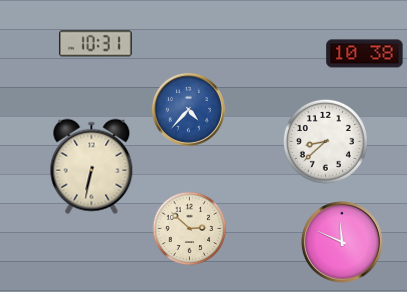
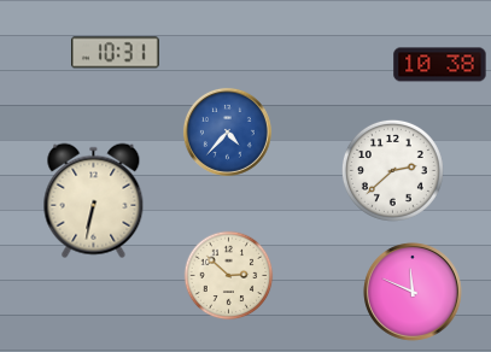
clock at (325, 141): 8:38 -> 2:38
clock at (92, 167) position: (92, 167) -> (94, 201)
